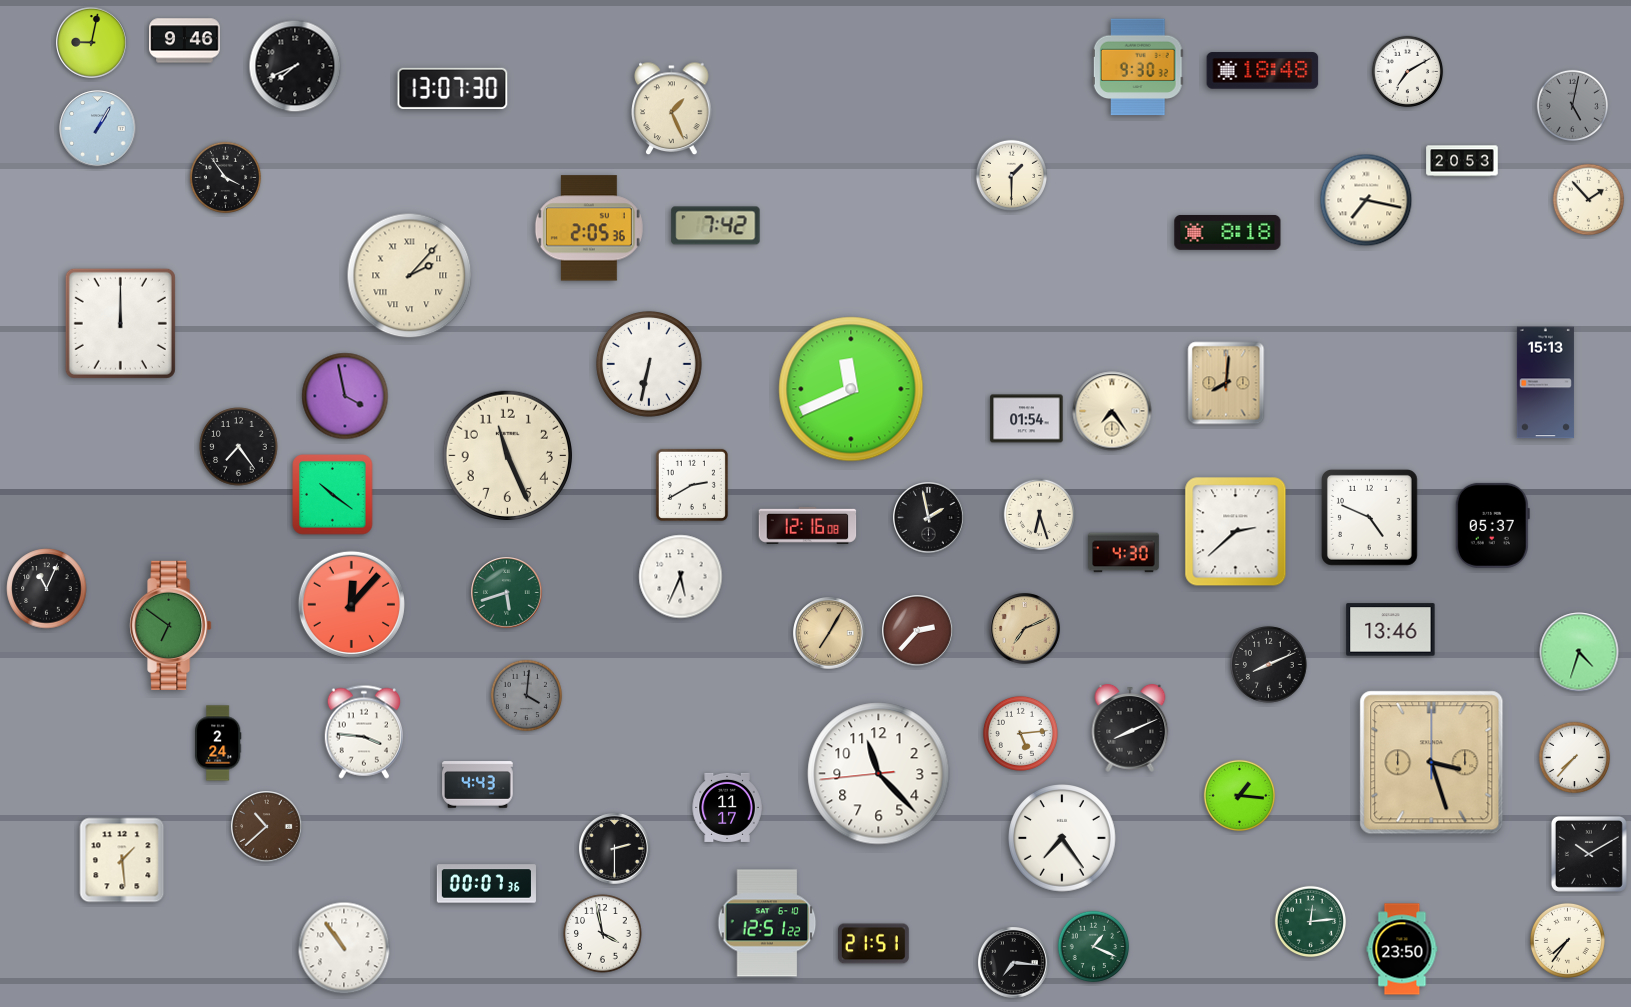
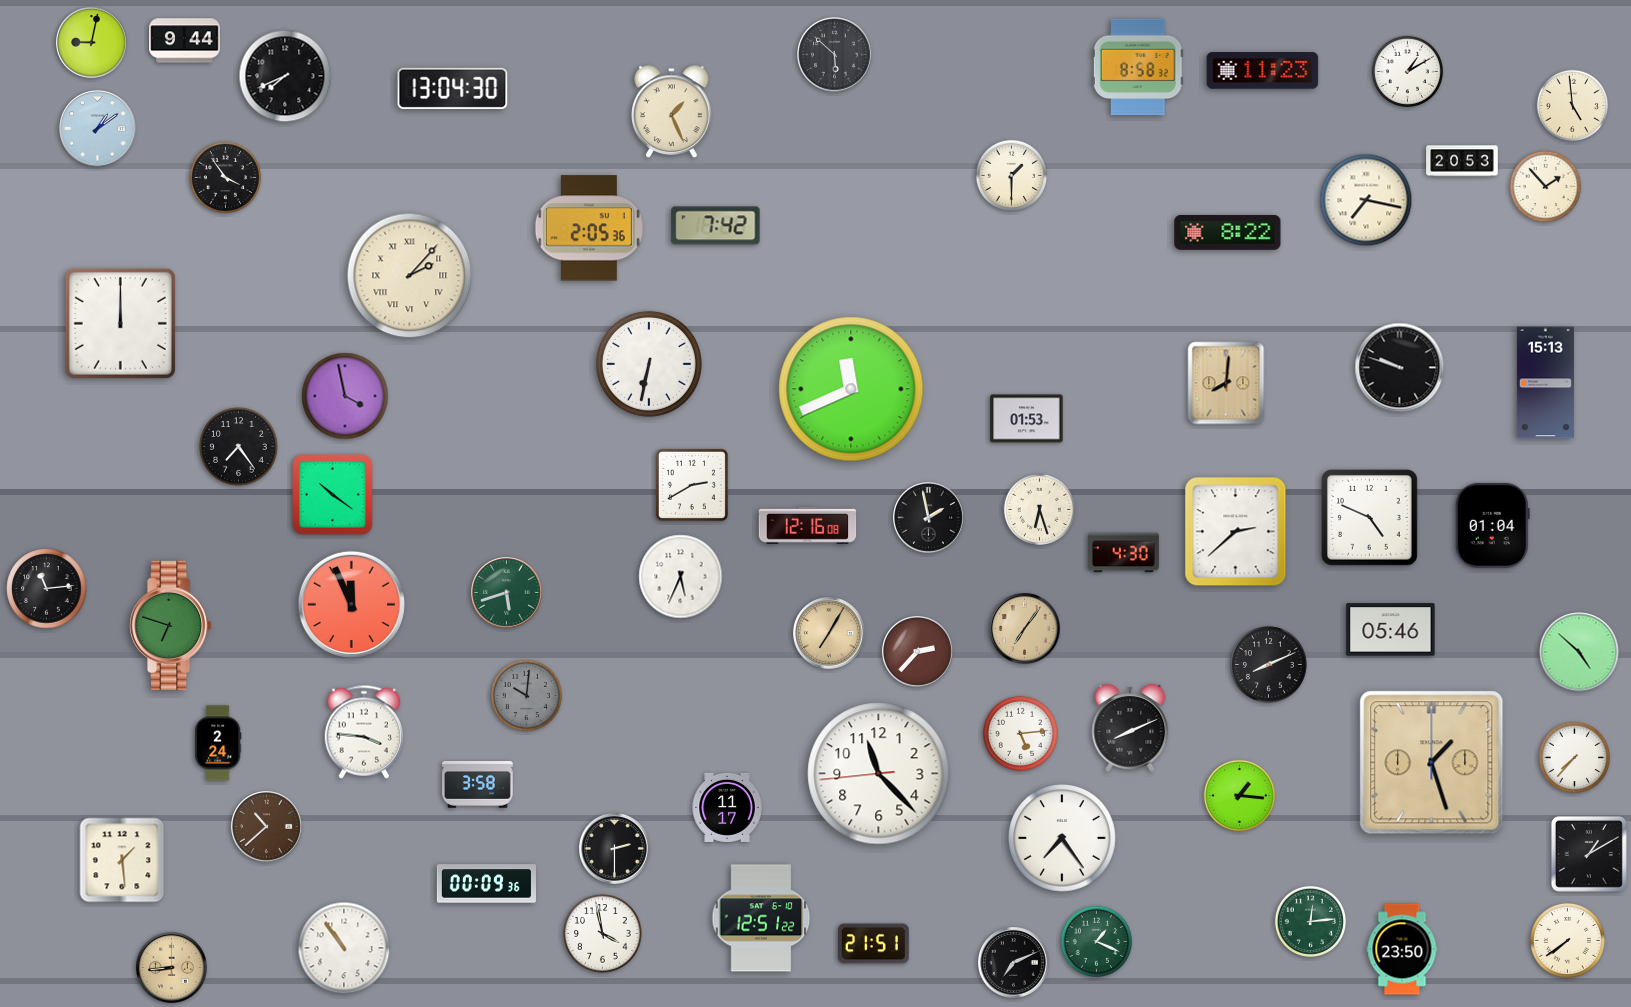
clock at (185, 41): 9:46 -> 9:44
clock at (835, 55): none -> 5:52
clock at (295, 66) position: (295, 66) -> (285, 76)
clock at (1138, 67): 9:30 -> 8:58
clock at (1263, 71): 18:48 -> 11:23
clock at (1408, 72): 7:10 -> 1:10
clock at (453, 88): 13:07 -> 13:04
clock at (1573, 106): 5:02 -> 4:59
clock at (1573, 106) dial: grey -> cream
clock at (672, 109) position: (672, 109) -> (672, 112)
clock at (98, 129): 1:05 -> 1:09
clock at (1589, 200) position: (1589, 200) -> (1546, 187)
clock at (1228, 232): 8:18 -> 8:22
clock at (1400, 368): none -> 9:48
clock at (1112, 411): 7:24 -> none
clock at (1027, 419): 01:54 -> 01:53
clock at (507, 455): 11:26 -> none
clock at (1040, 515) position: (1040, 515) -> (1040, 510)
clock at (1492, 525): 05:37 -> 01:04
clock at (47, 589): 11:04 -> 11:14
clock at (351, 604): 12:07 -> 11:56
clock at (171, 625): 6:51 -> 6:48
clock at (1025, 629): 7:11 -> 7:06
clock at (1391, 630): 13:46 -> 05:46
clock at (918, 631) position: (918, 631) -> (918, 652)
clock at (1579, 652): 4:33 -> 4:52
clock at (527, 696): 4:01 -> 10:01
clock at (1432, 763): 3:27 -> 1:27
clock at (478, 785): 4:43 -> 3:58
clock at (1589, 854): 10:10 -> 1:10
clock at (486, 884): 00:07 -> 00:09
clock at (767, 923) position: (767, 923) -> (761, 918)
clock at (1567, 940): 7:36 -> 7:39
clock at (1094, 947) position: (1094, 947) -> (1097, 942)
clock at (1014, 963): 7:16 -> 7:11
clock at (172, 968): none -> 8:44
